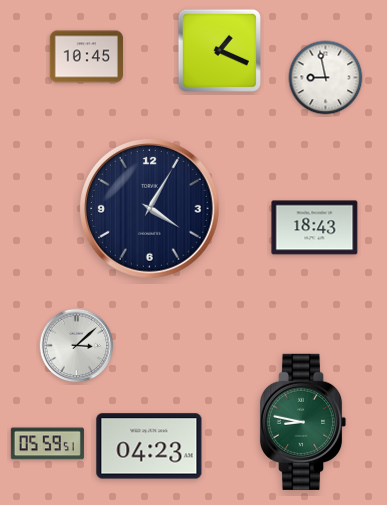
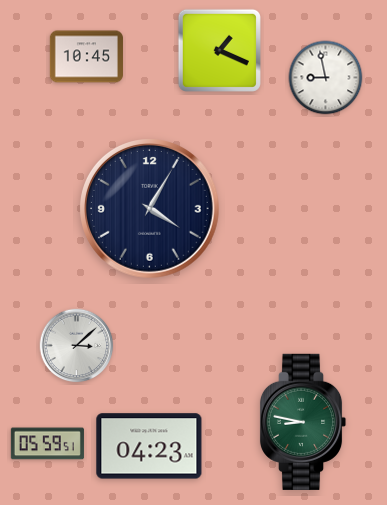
clock at (315, 228): 18:43 -> none
